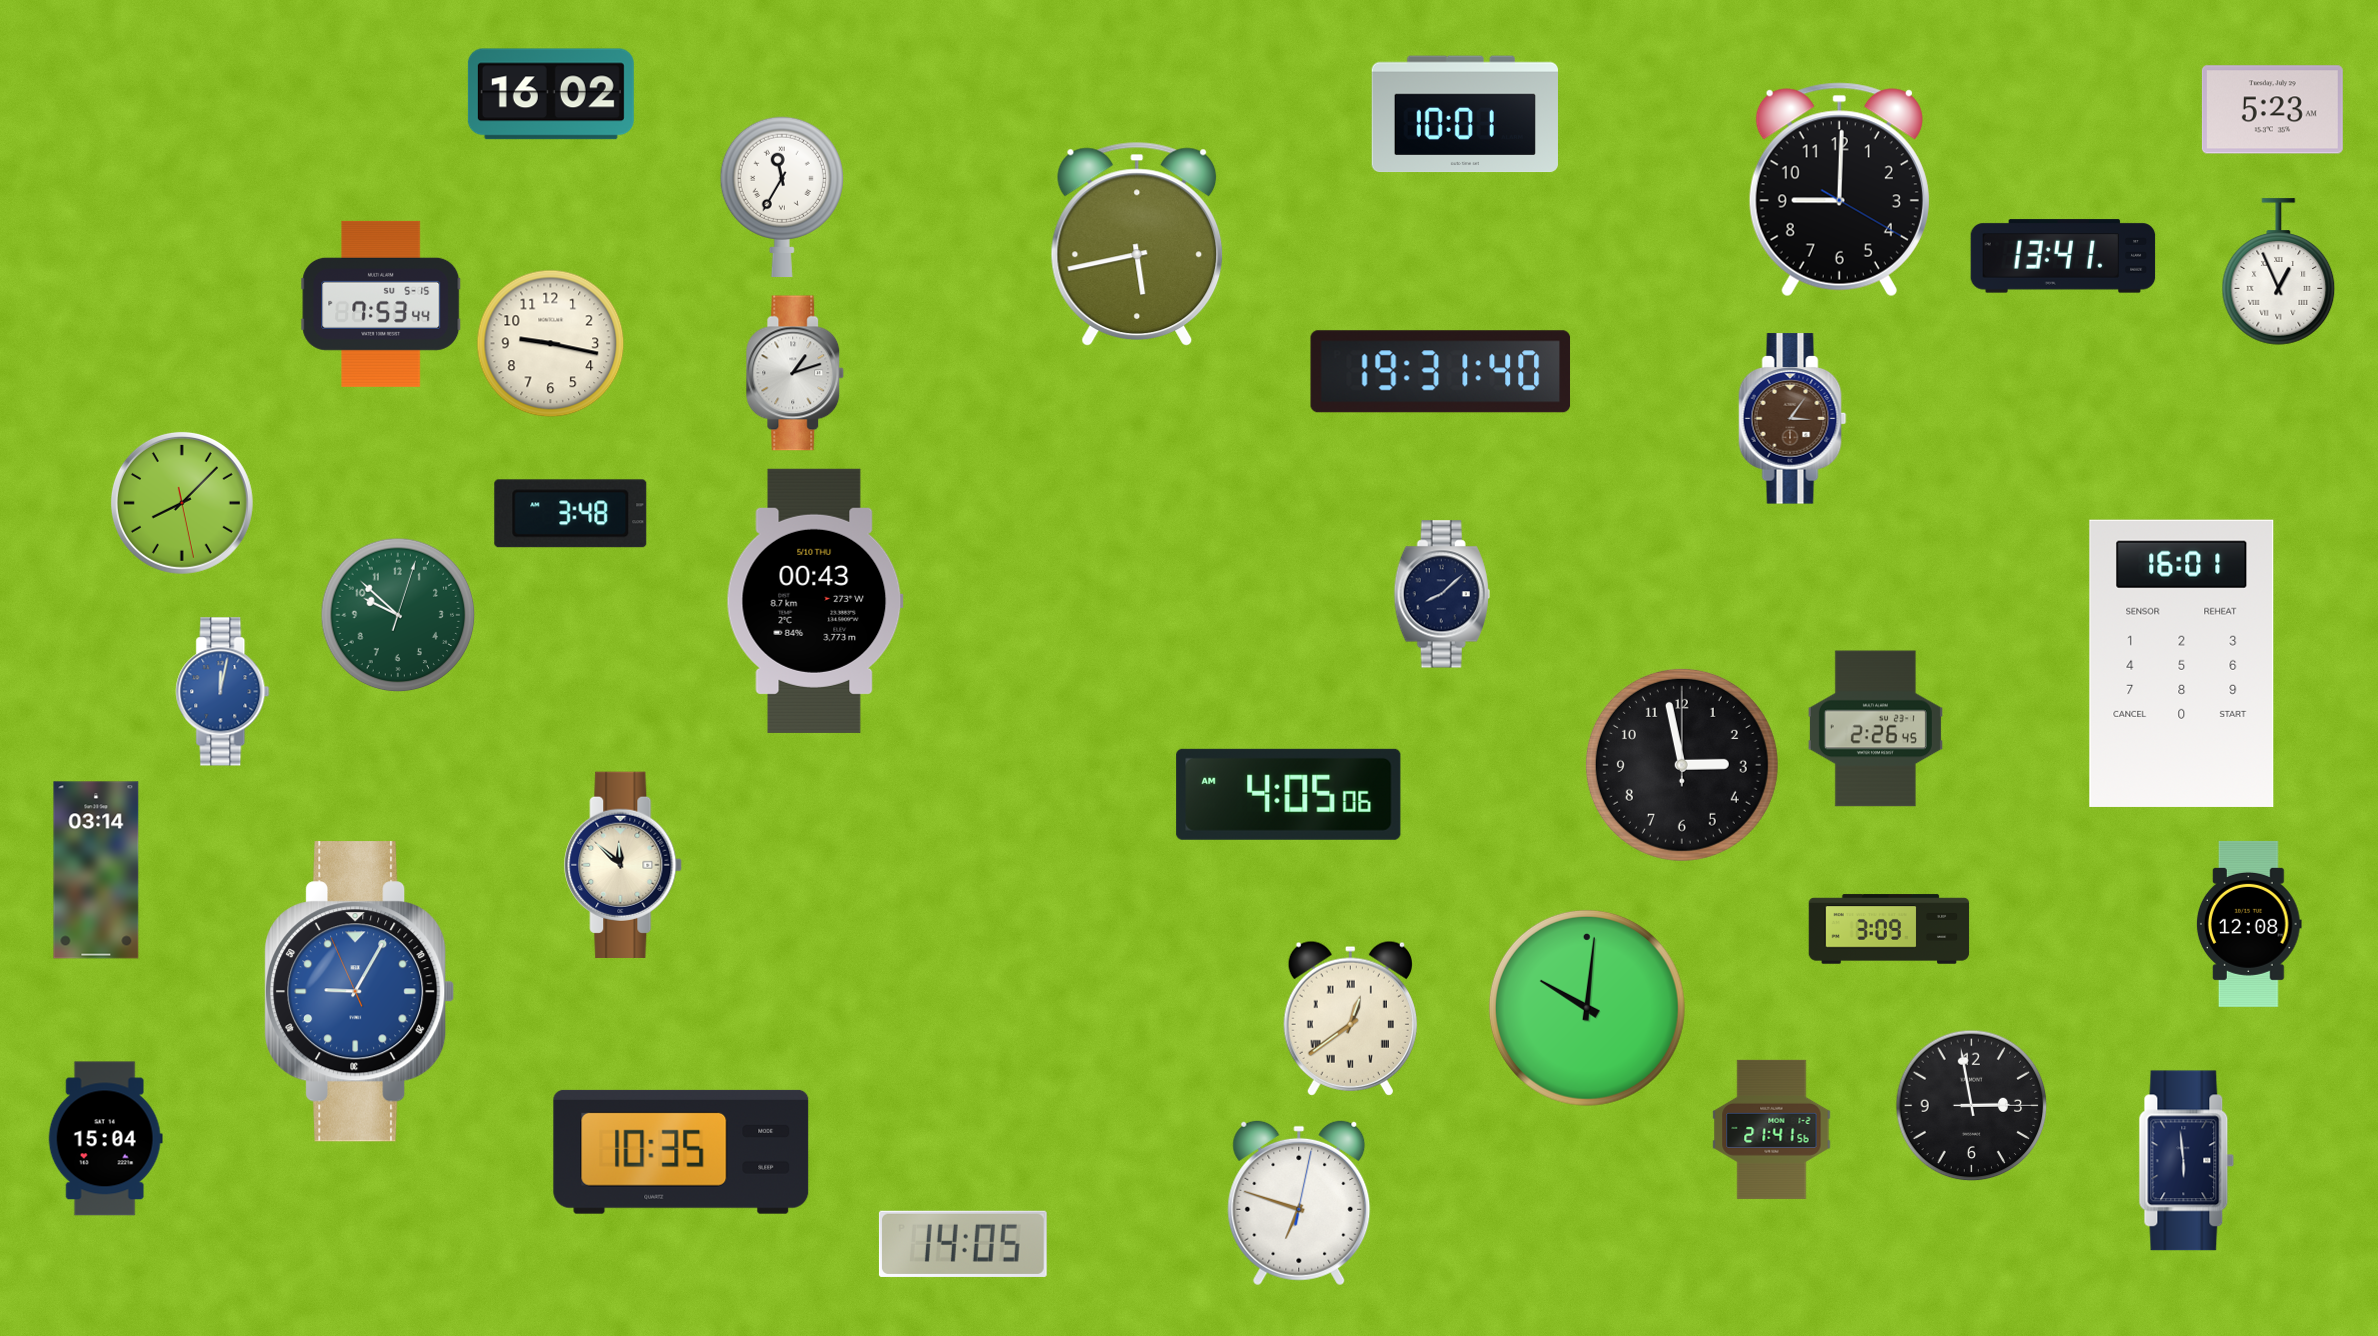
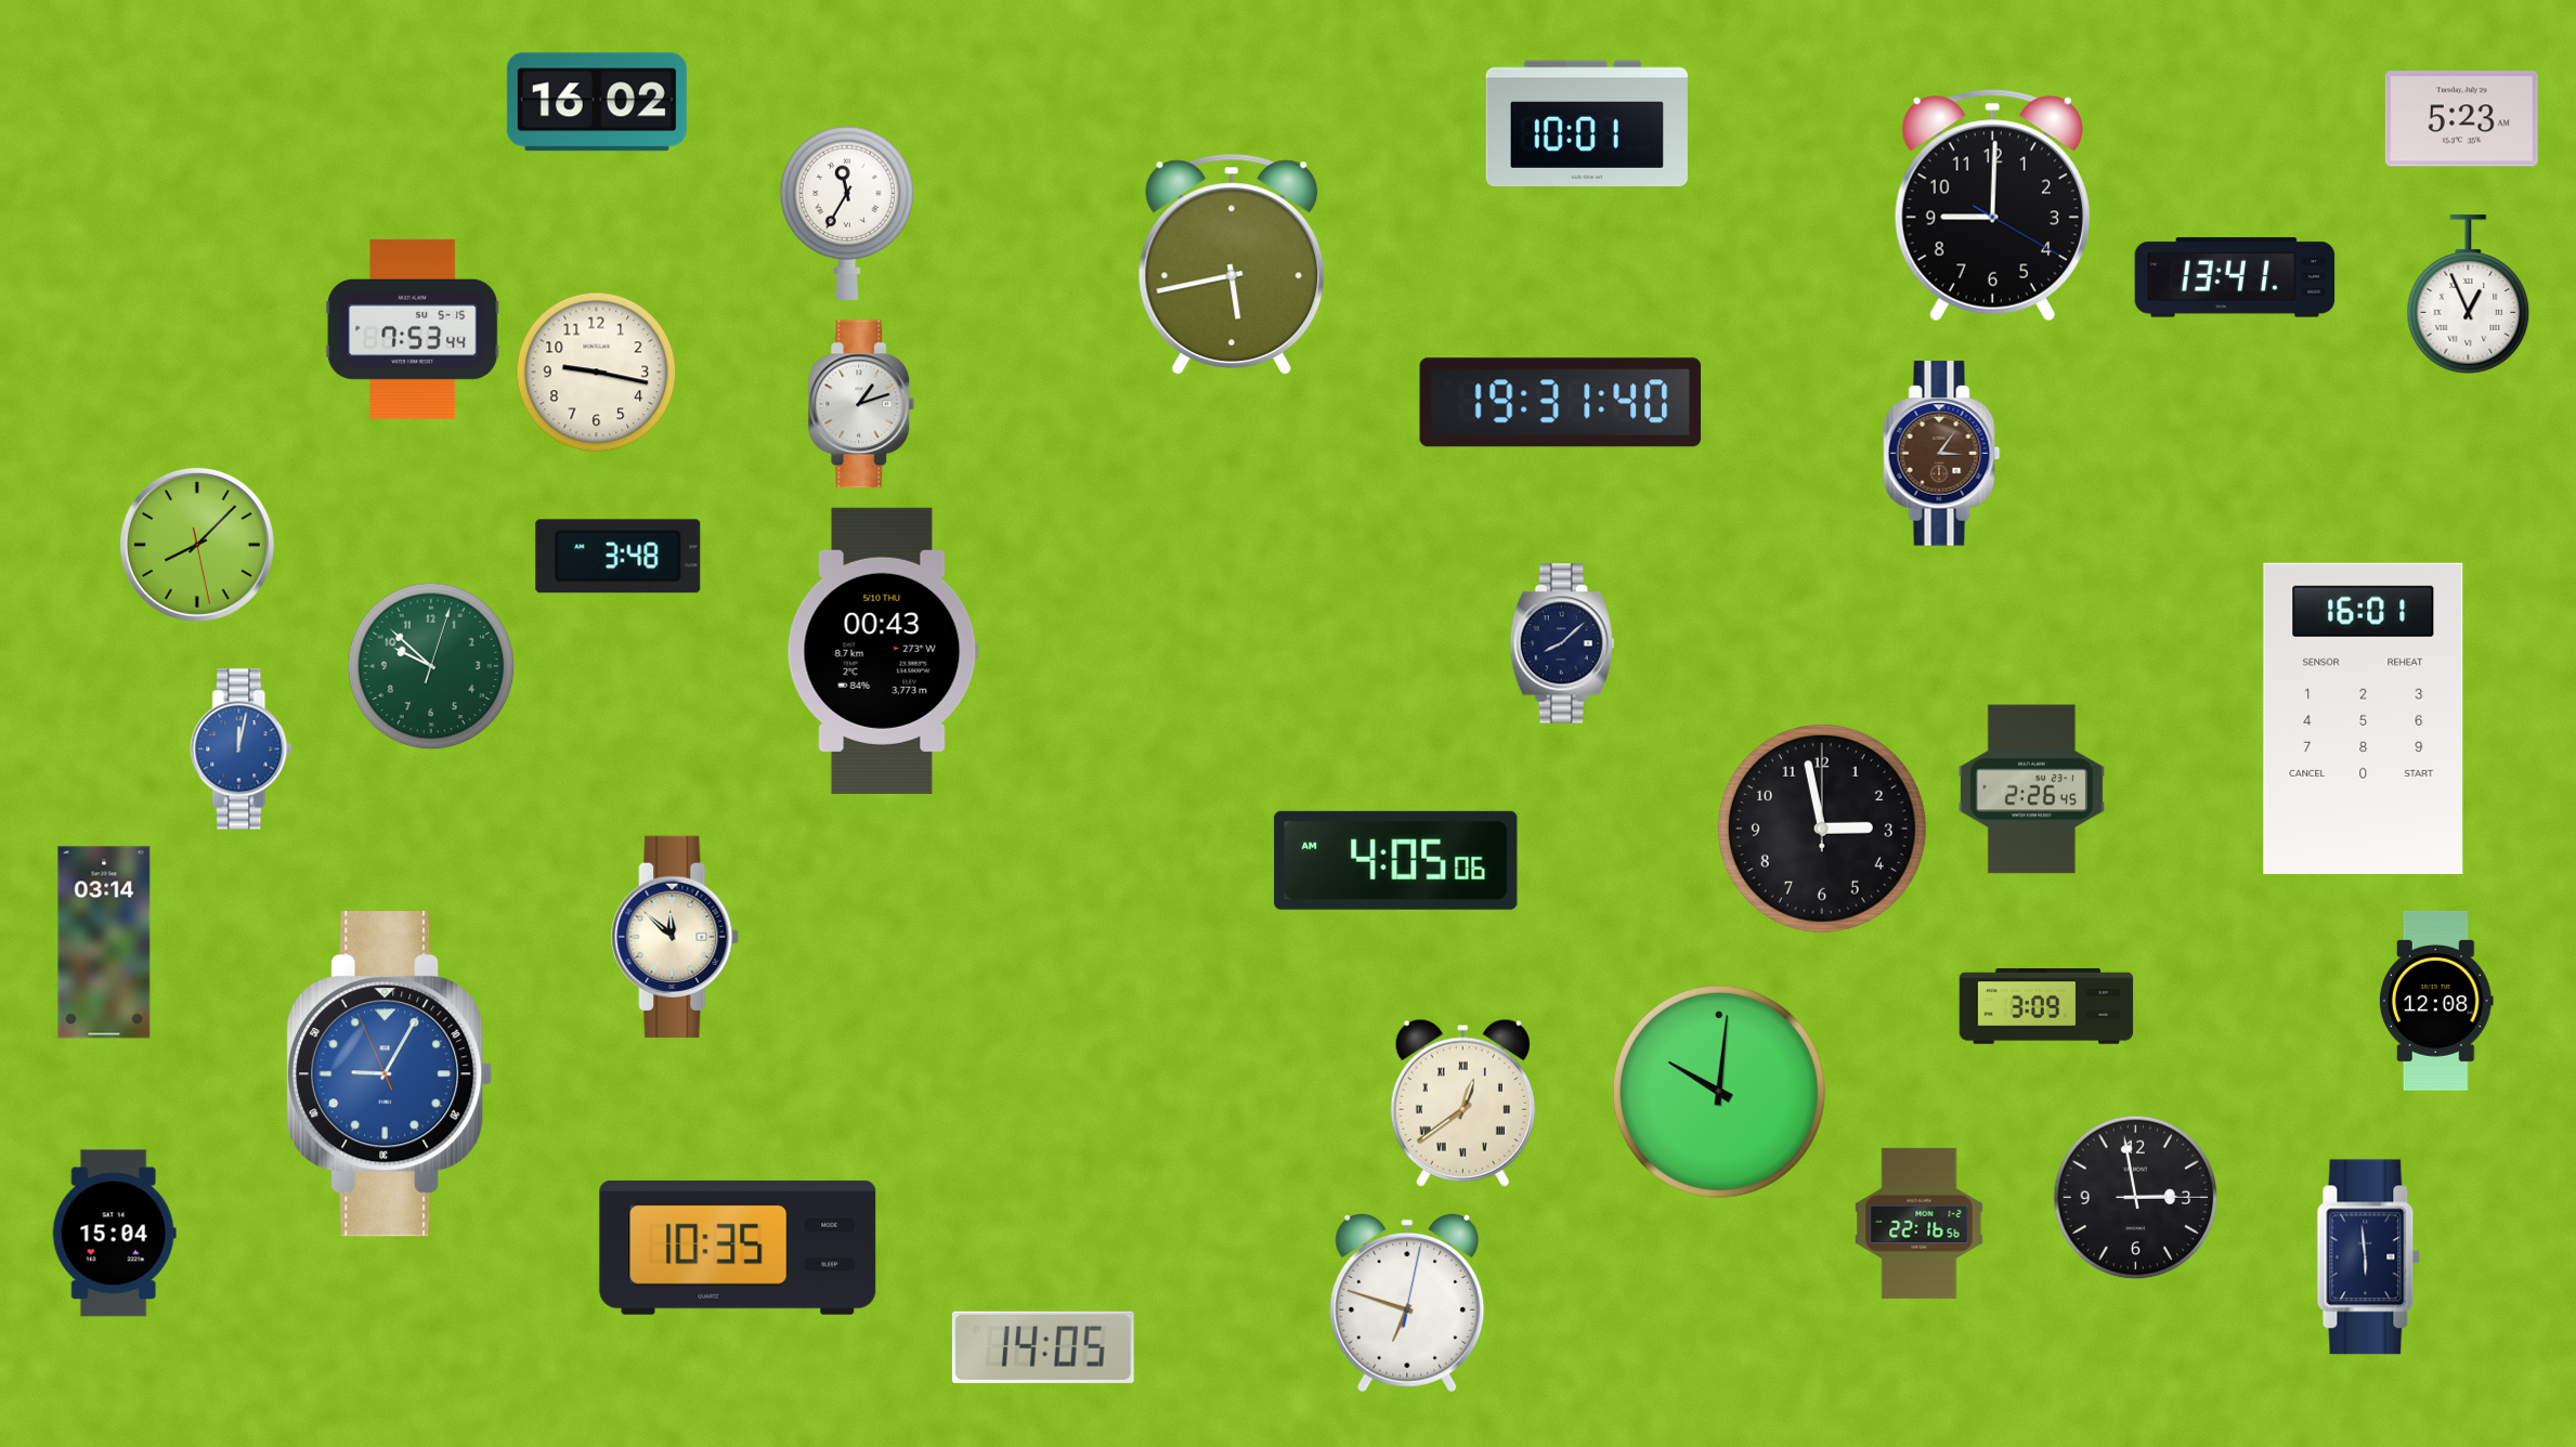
clock at (1772, 1129): 21:41 -> 22:16
